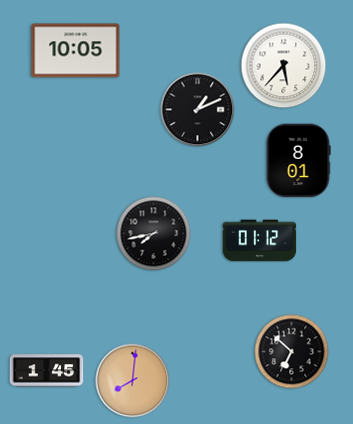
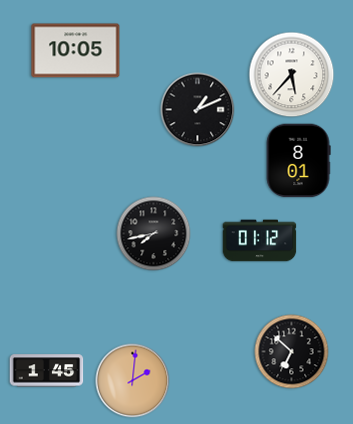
clock at (284, 66) position: (284, 66) -> (292, 75)
clock at (133, 381): 8:01 -> 2:01
